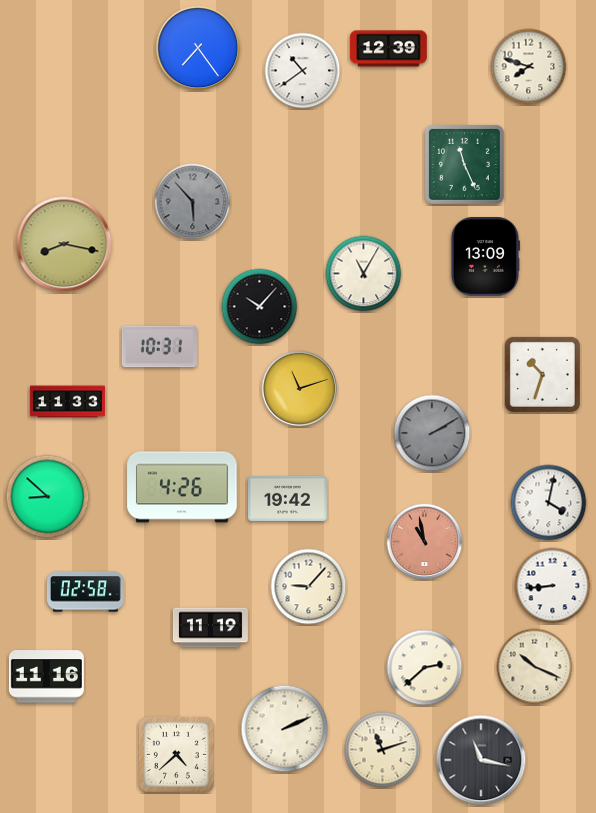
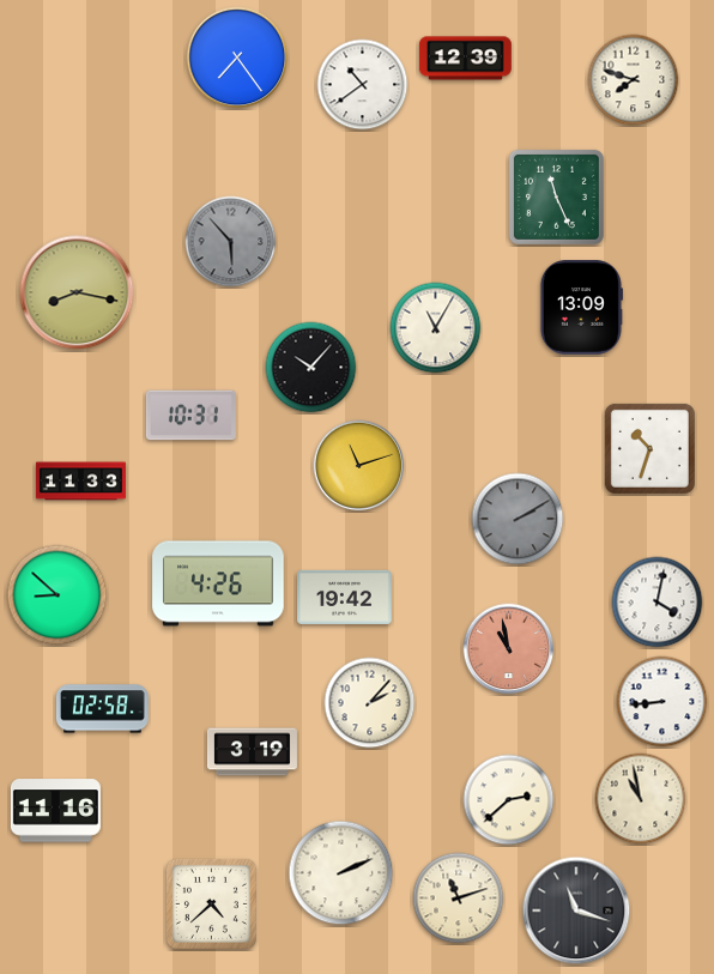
clock at (309, 587): 9:07 -> 2:07
clock at (210, 628): 11:19 -> 3:19
clock at (535, 667): 10:19 -> 10:58
clock at (481, 760): 11:17 -> 11:18
